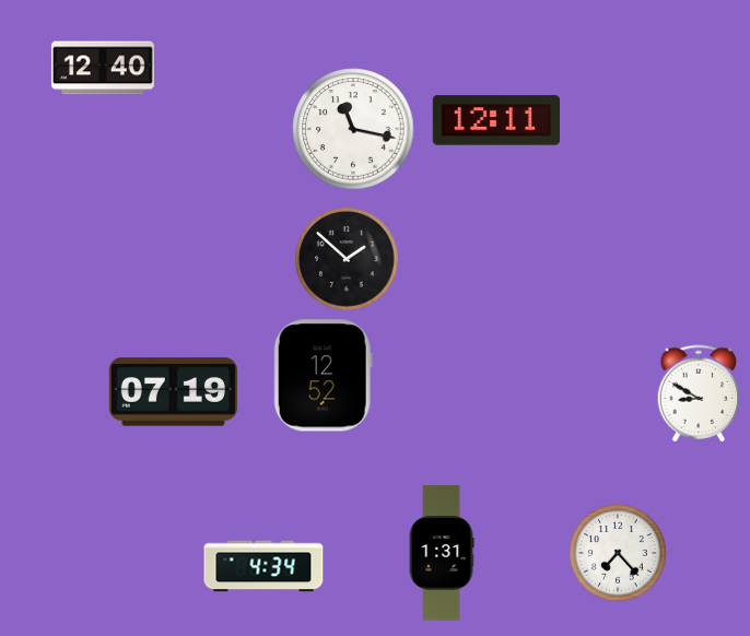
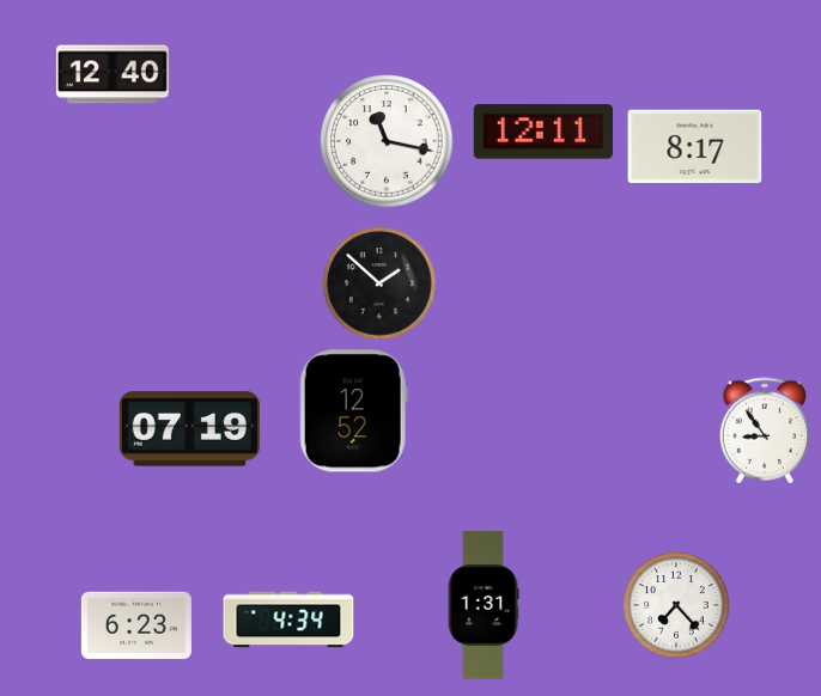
clock at (695, 147): none -> 8:17
clock at (699, 393): 8:50 -> 8:54
clock at (136, 625): none -> 6:23
